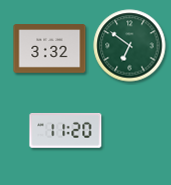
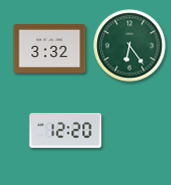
clock at (130, 46): 6:51 -> 6:24
clock at (66, 130): 11:20 -> 12:20
